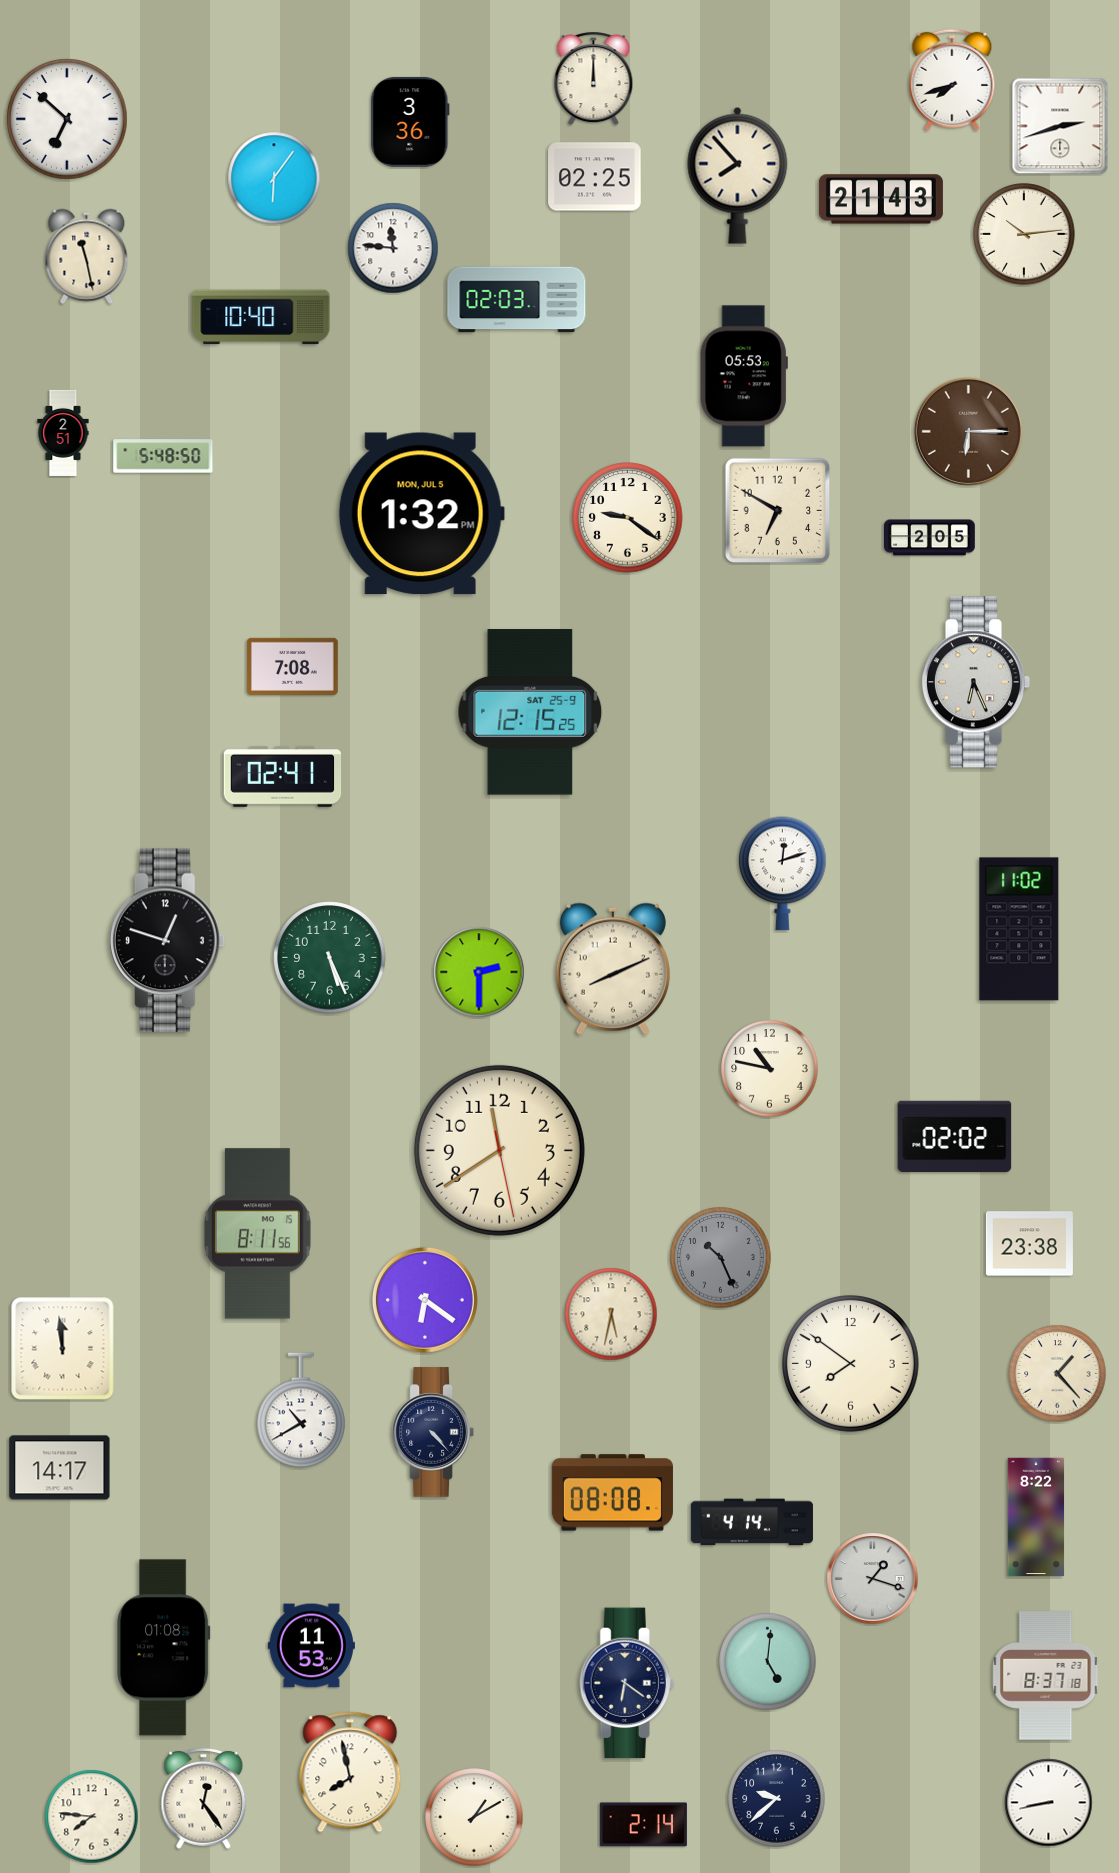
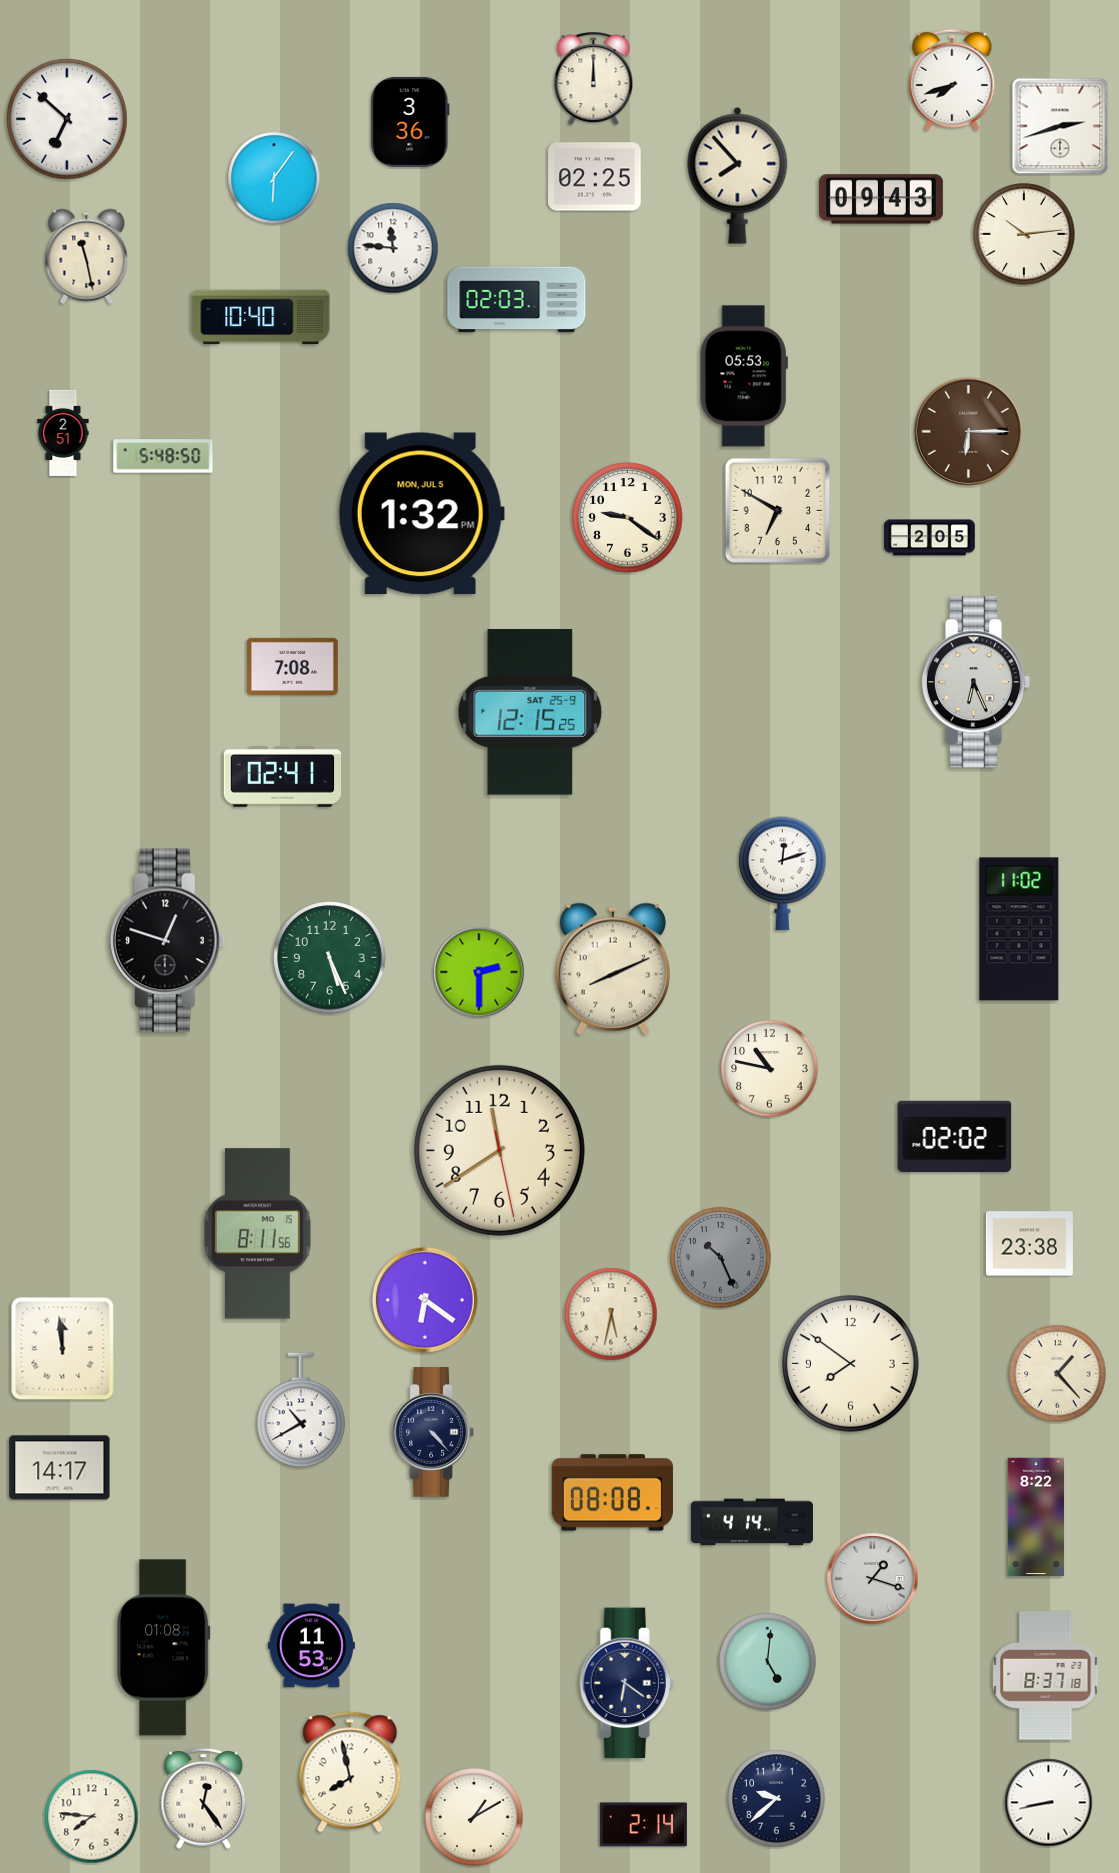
clock at (881, 199): 21:43 -> 09:43
